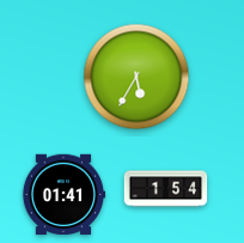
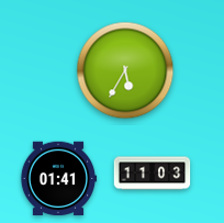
clock at (166, 189): 1:54 -> 11:03
